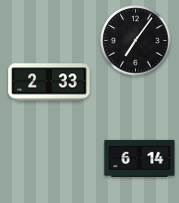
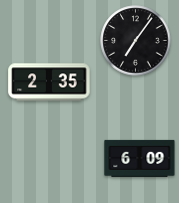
clock at (49, 82): 2:33 -> 2:35
clock at (140, 158): 6:14 -> 6:09
